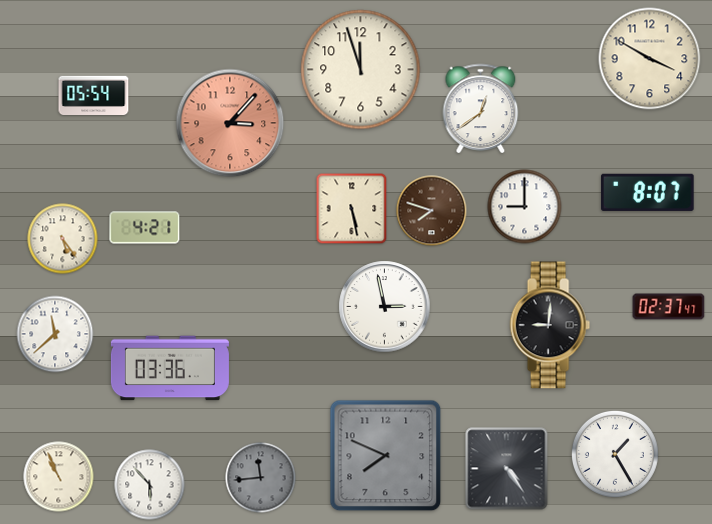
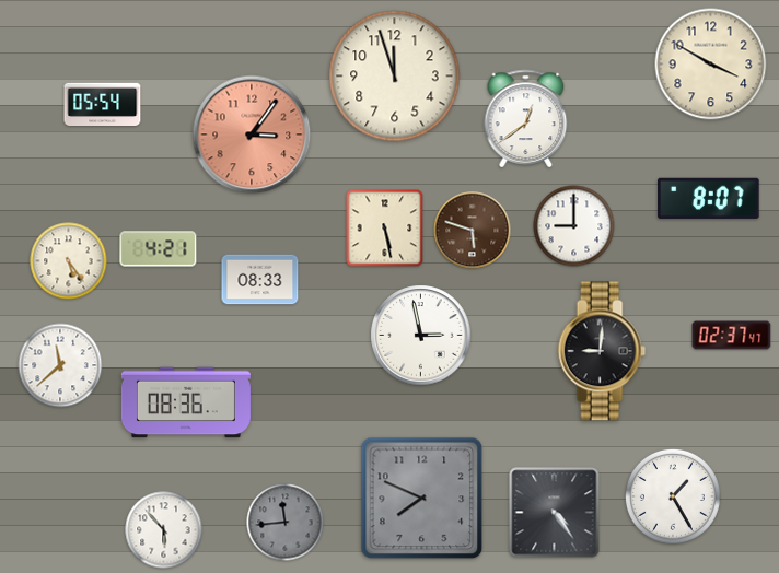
clock at (230, 123): 3:07 -> 3:06
clock at (648, 192) position: (648, 192) -> (709, 198)
clock at (432, 211): 7:48 -> 5:48
clock at (260, 280): none -> 08:33
clock at (550, 325) position: (550, 325) -> (602, 351)
clock at (170, 368): 03:36 -> 08:36
clock at (59, 477): 10:56 -> none
